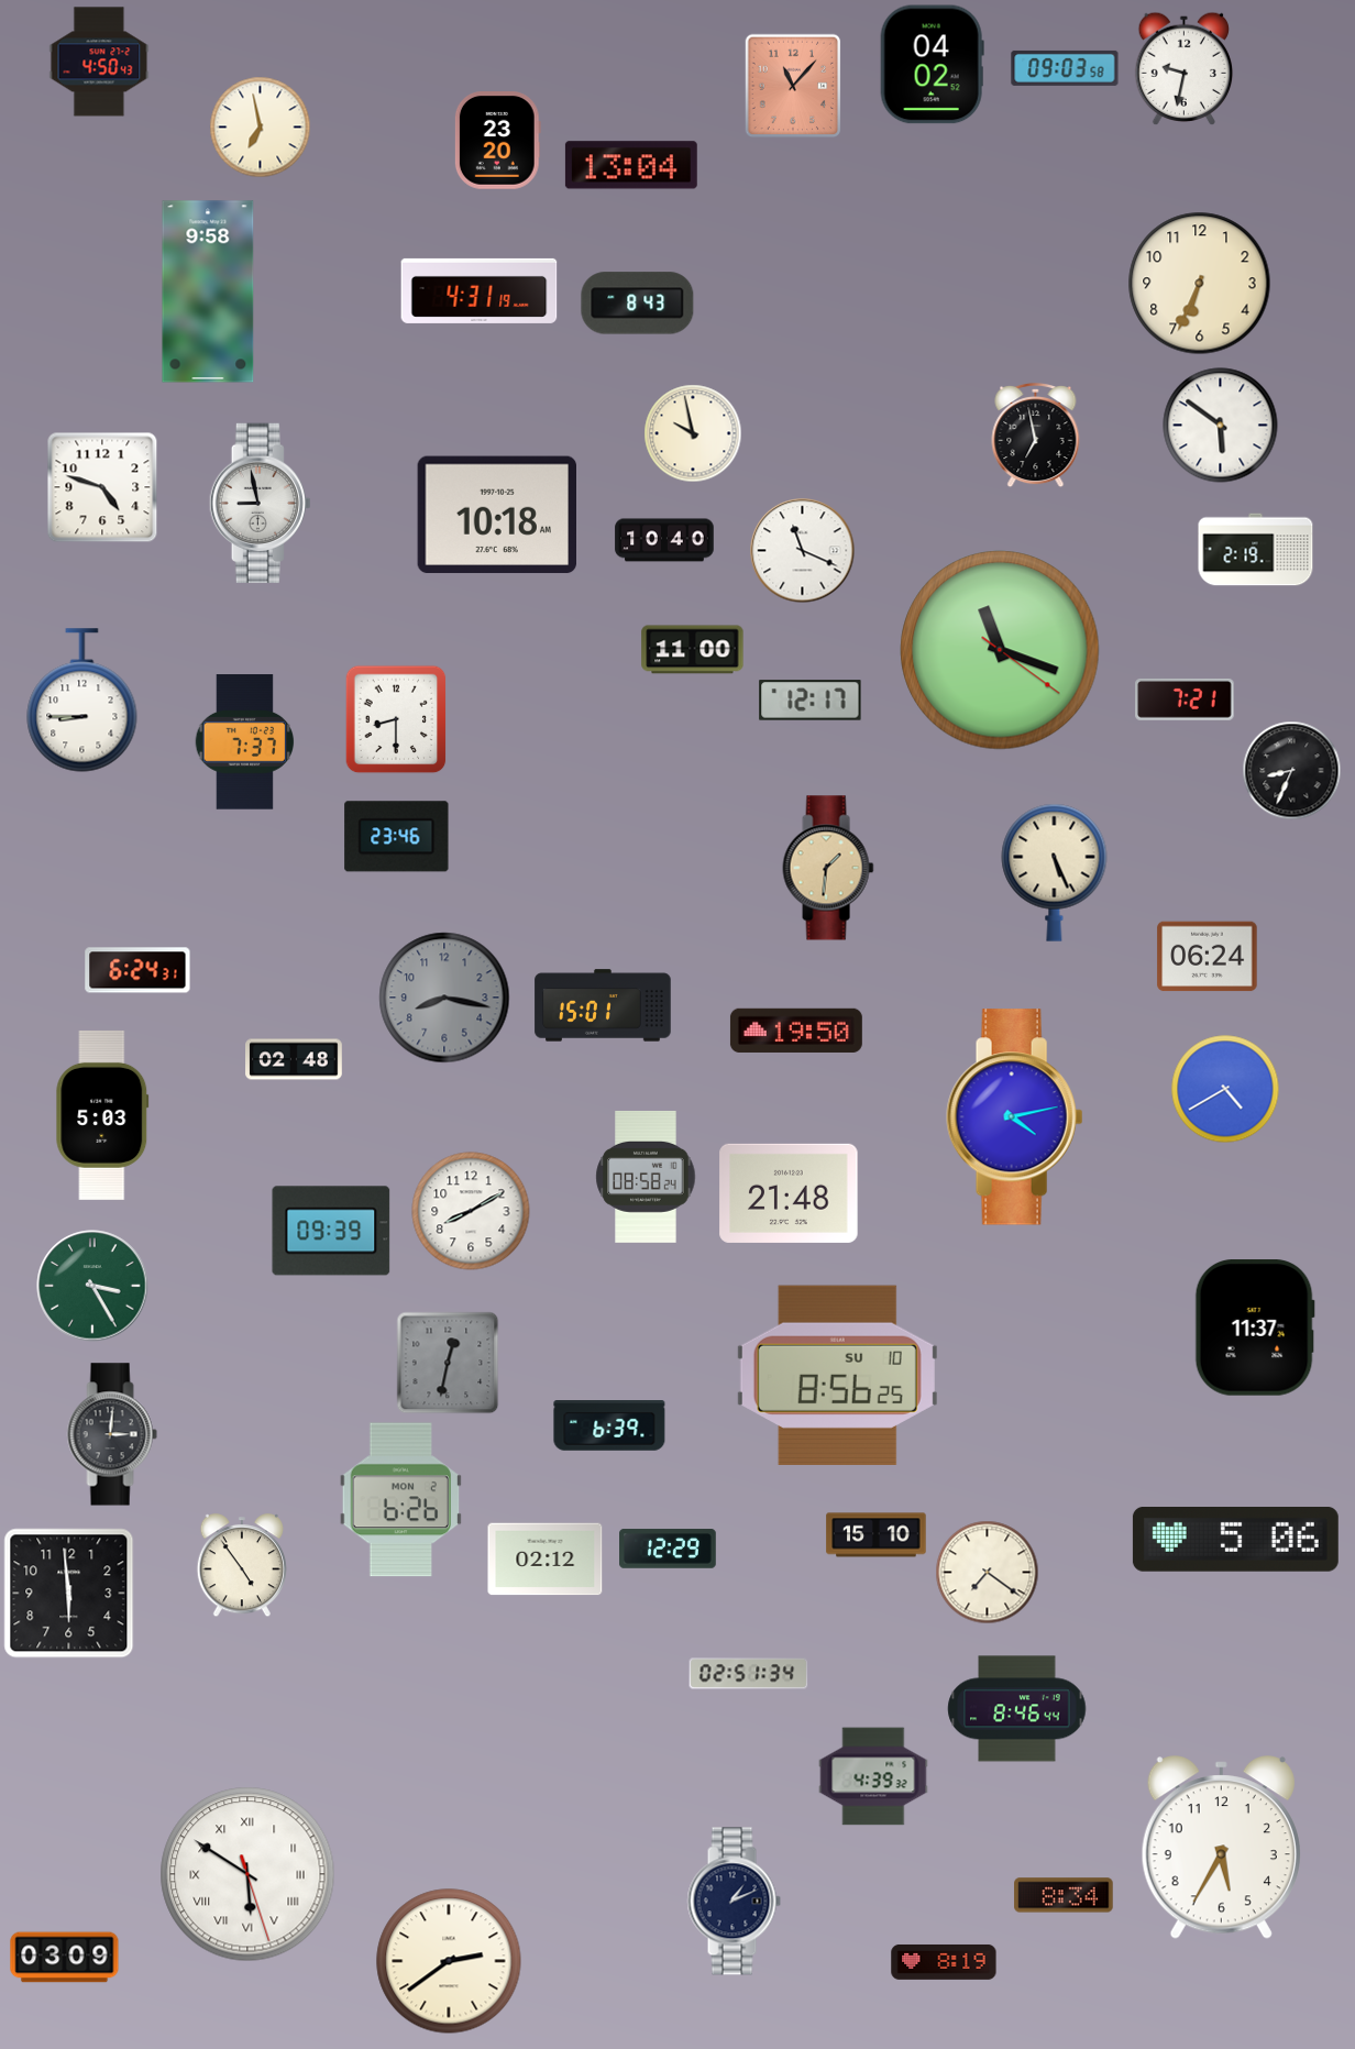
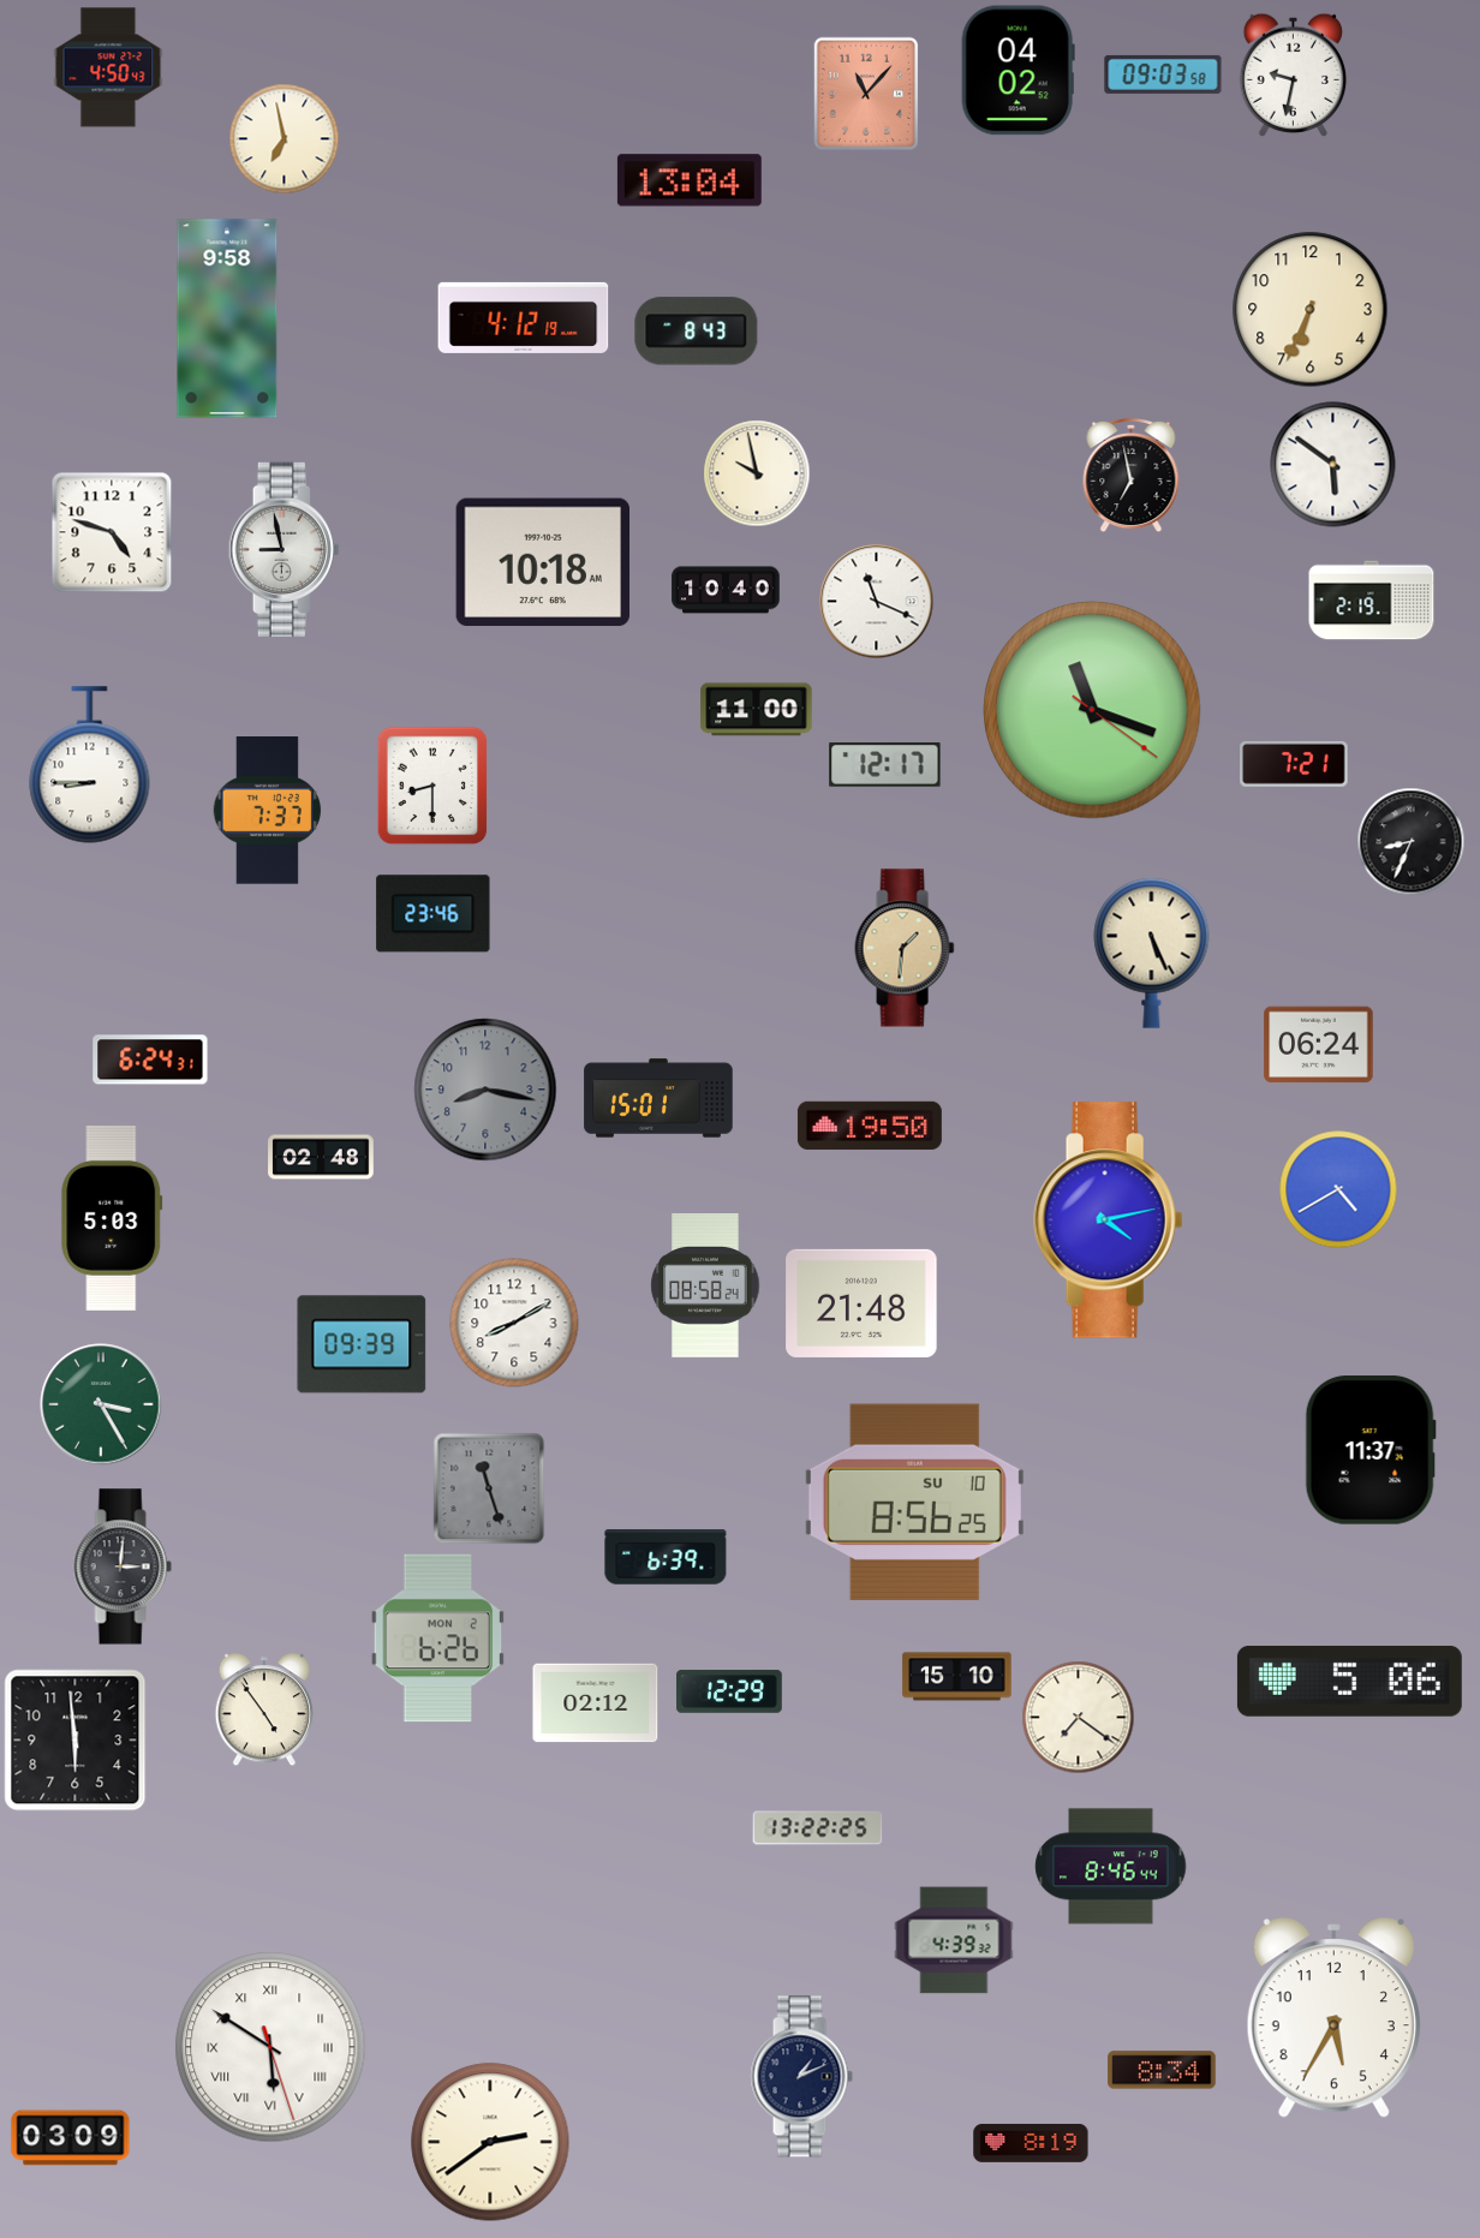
clock at (497, 141): 23:20 -> none
clock at (480, 290): 4:31 -> 4:12
clock at (448, 1363): 12:32 -> 11:27
clock at (749, 1674): 02:51 -> 13:22
